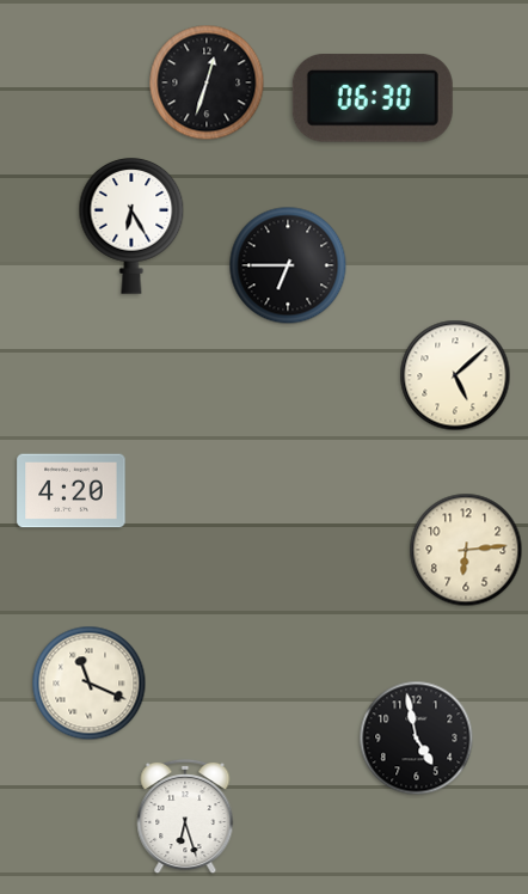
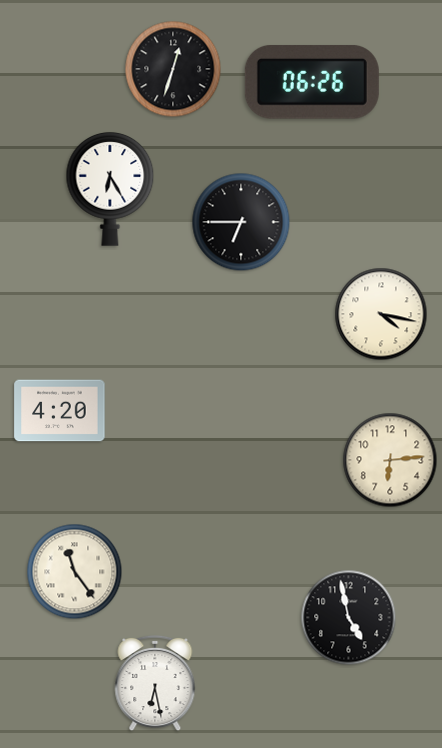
clock at (373, 98): 06:30 -> 06:26
clock at (455, 375): 5:08 -> 4:17
clock at (90, 684): 11:19 -> 11:24
clock at (185, 816): 6:27 -> 6:28
